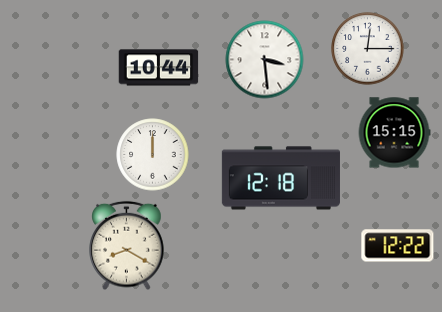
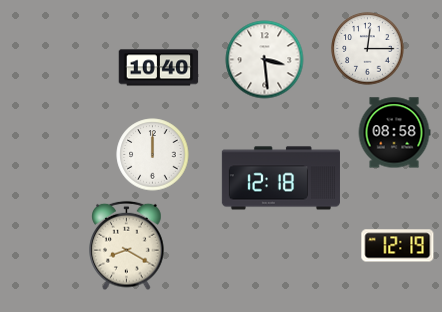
clock at (159, 68): 10:44 -> 10:40
clock at (394, 133): 15:15 -> 08:58
clock at (398, 246): 12:22 -> 12:19
